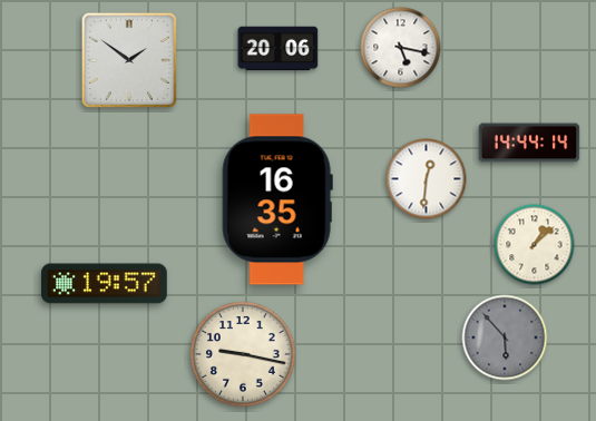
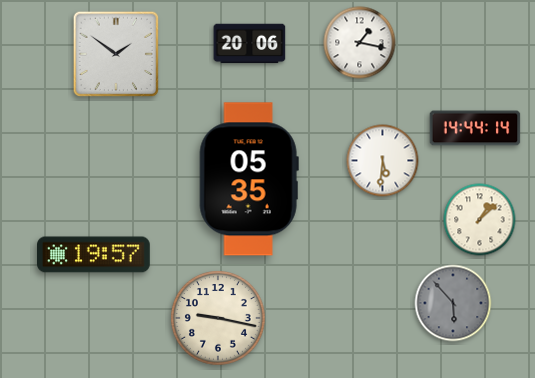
clock at (401, 48): 5:17 -> 1:17
clock at (427, 179): 12:31 -> 5:31
clock at (277, 199): 16:35 -> 05:35
